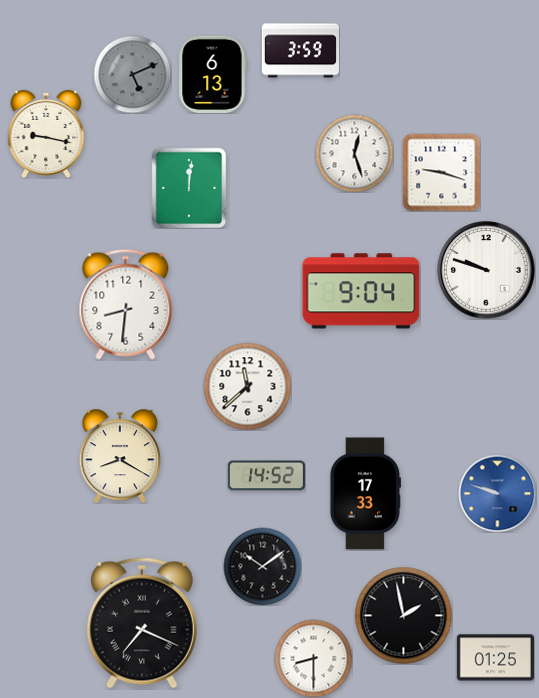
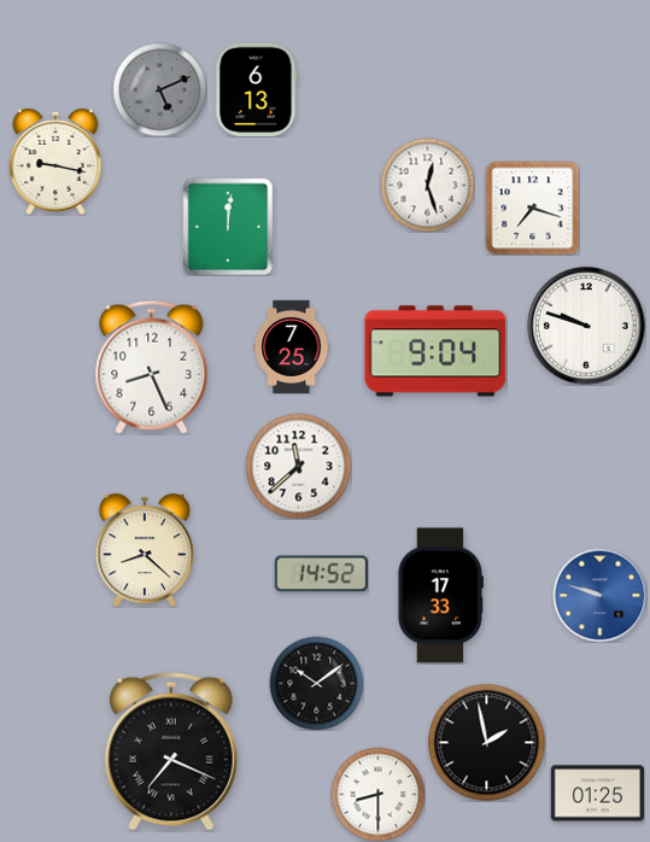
clock at (300, 51): 3:59 -> none
clock at (441, 172): 9:18 -> 7:18
clock at (292, 346): none -> 7:25
clock at (126, 304): 8:31 -> 8:26
clock at (120, 457): 8:20 -> 8:22
